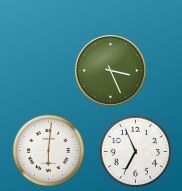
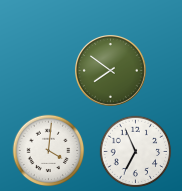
clock at (111, 71): 3:26 -> 7:51
clock at (49, 151): 6:01 -> 4:01
